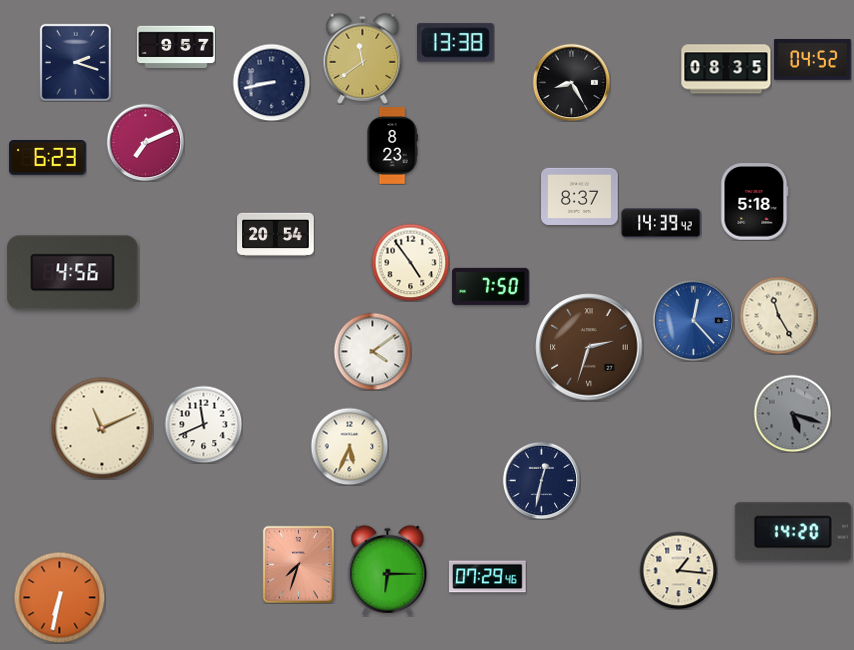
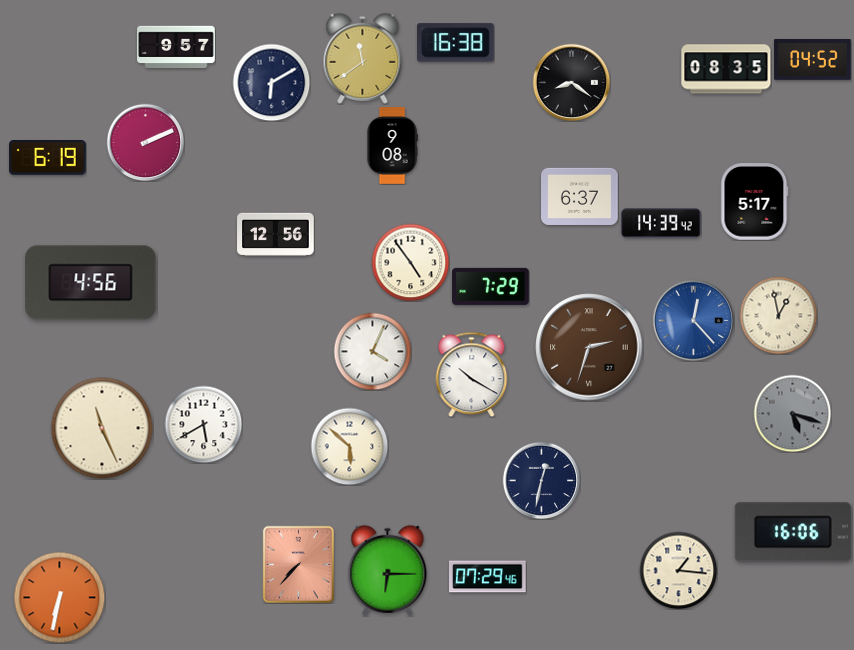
clock at (456, 43): 13:38 -> 16:38
clock at (75, 62): 2:18 -> none
clock at (271, 82): 8:43 -> 6:10
clock at (571, 82): 8:25 -> 8:21
clock at (145, 142): 7:11 -> 2:11
clock at (392, 146): 8:23 -> 9:08
clock at (48, 158): 6:23 -> 6:19
clock at (580, 196): 8:37 -> 6:37
clock at (755, 202): 5:18 -> 5:17
clock at (276, 234): 20:54 -> 12:56
clock at (73, 273) position: (73, 273) -> (91, 283)
clock at (491, 286): 7:50 -> 7:29
clock at (778, 315): 11:25 -> 12:58
clock at (372, 351): 4:09 -> 4:04
clock at (472, 374): none -> 10:20
clock at (203, 424): 11:41 -> 5:40
clock at (102, 428): 11:11 -> 11:26
clock at (349, 446): 5:34 -> 5:52
clock at (793, 532): 14:20 -> 16:06
clock at (298, 564): 7:33 -> 7:37
